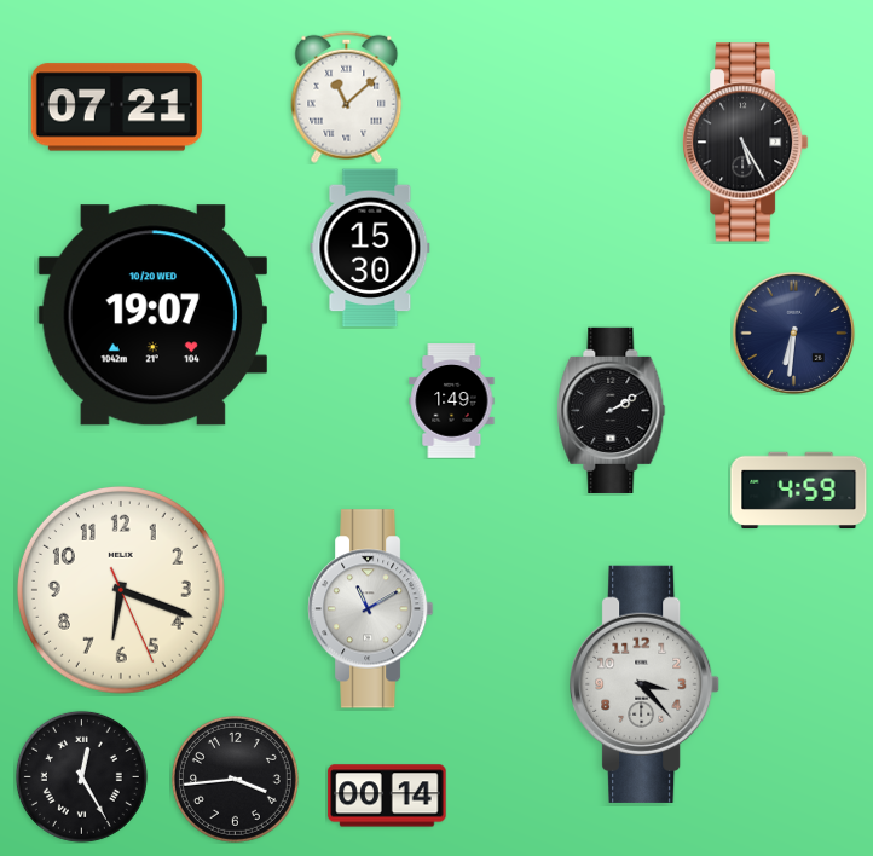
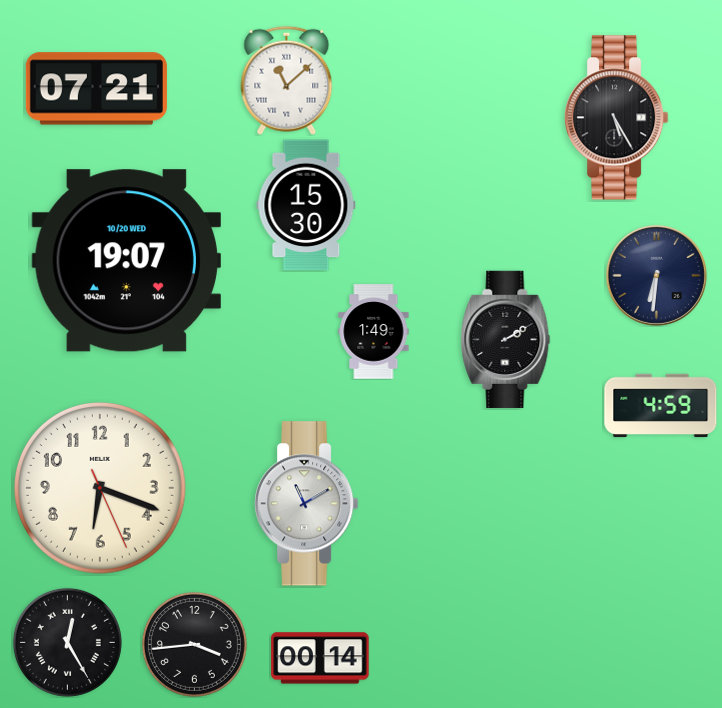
clock at (646, 684): 3:23 -> none
